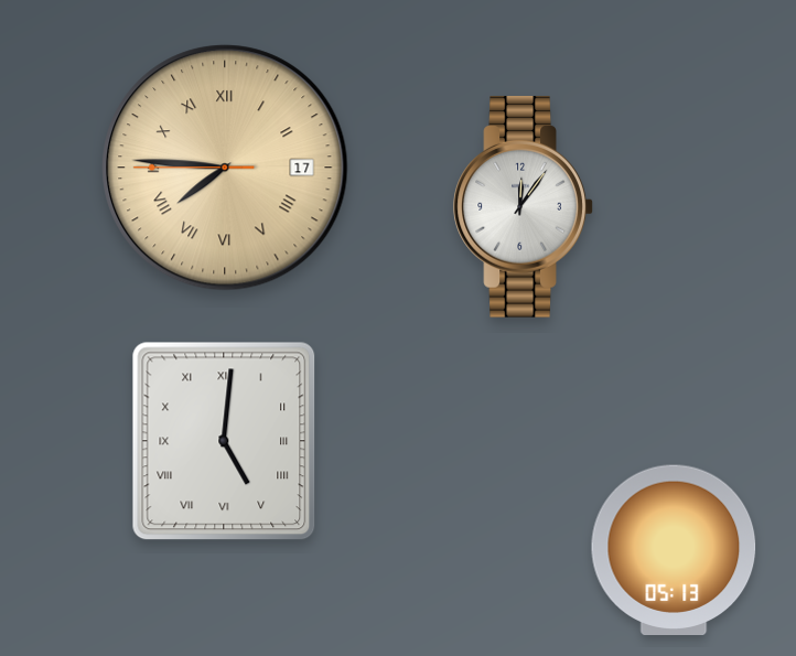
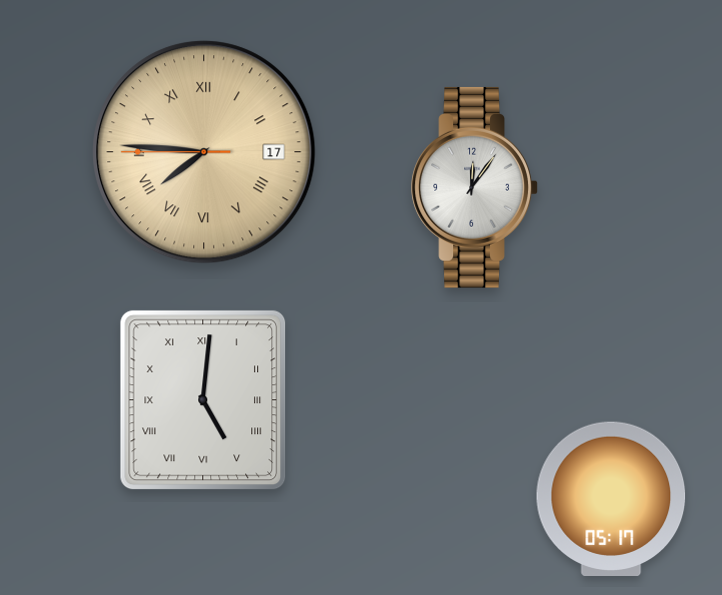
clock at (674, 549): 05:13 -> 05:17
